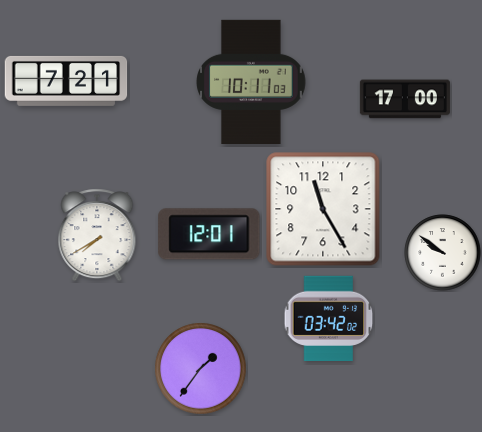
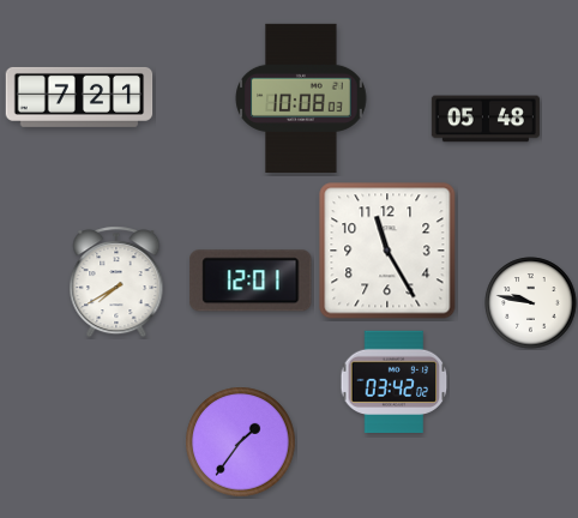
clock at (251, 81): 10:11 -> 10:08
clock at (405, 99): 17:00 -> 05:48
clock at (443, 253): 9:51 -> 9:47
